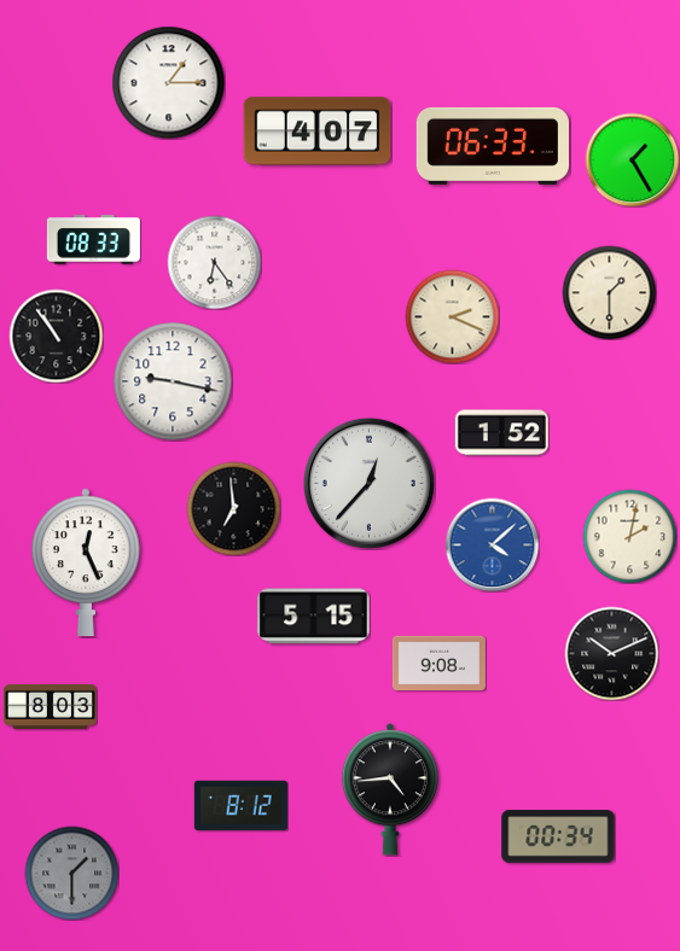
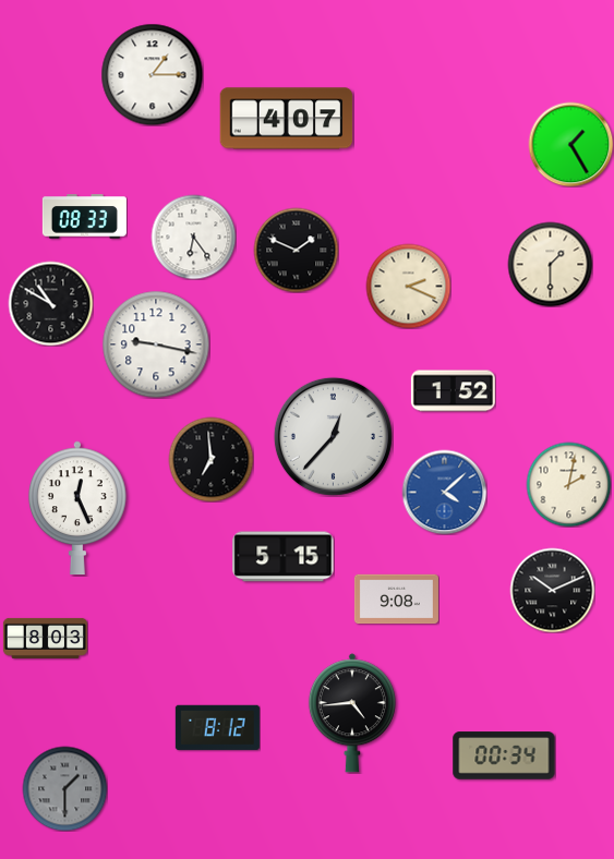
clock at (493, 146): 06:33 -> none
clock at (296, 250): none -> 1:49
clock at (56, 336): 10:54 -> 10:50
